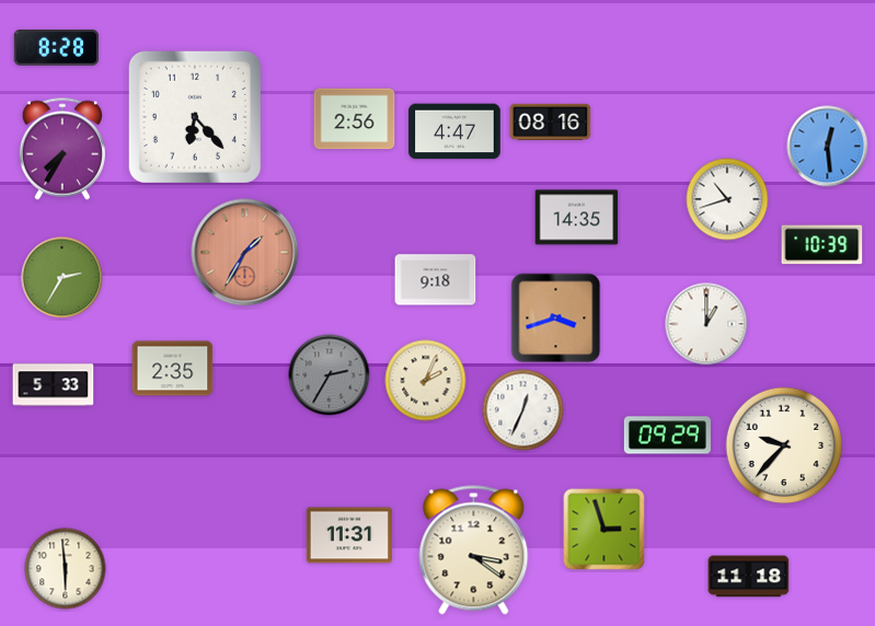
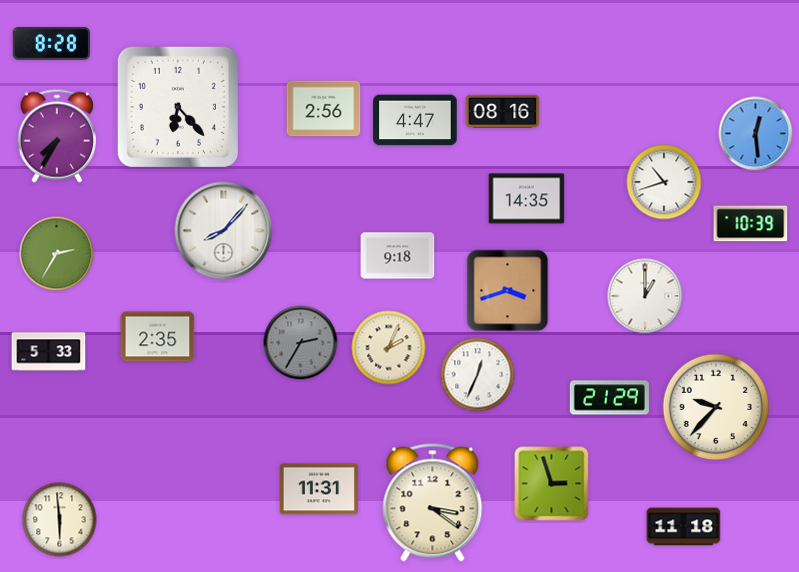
clock at (245, 253): 1:35 -> 8:07
clock at (245, 253) dial: salmon -> white
clock at (667, 436): 09:29 -> 21:29
